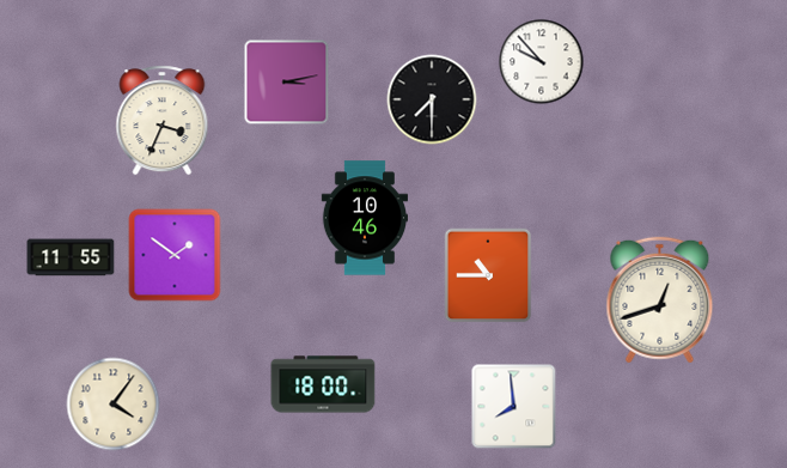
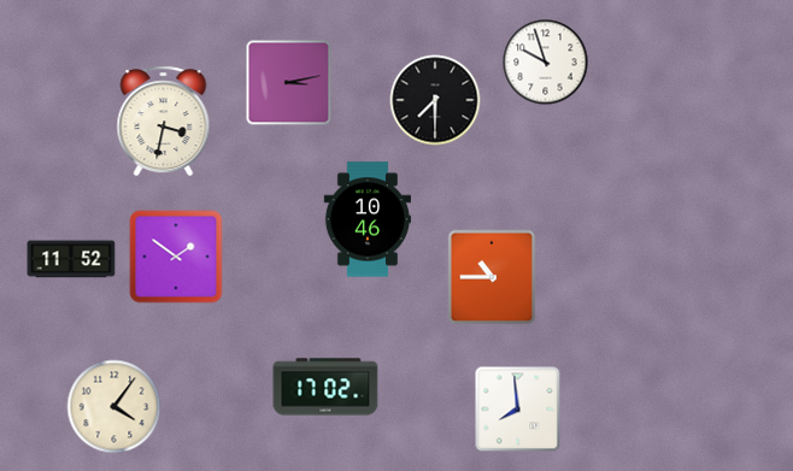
clock at (542, 62): 9:53 -> 9:57
clock at (163, 121): 3:34 -> 3:32
clock at (71, 257): 11:55 -> 11:52
clock at (660, 300): 12:42 -> none
clock at (323, 384): 18:00 -> 17:02
